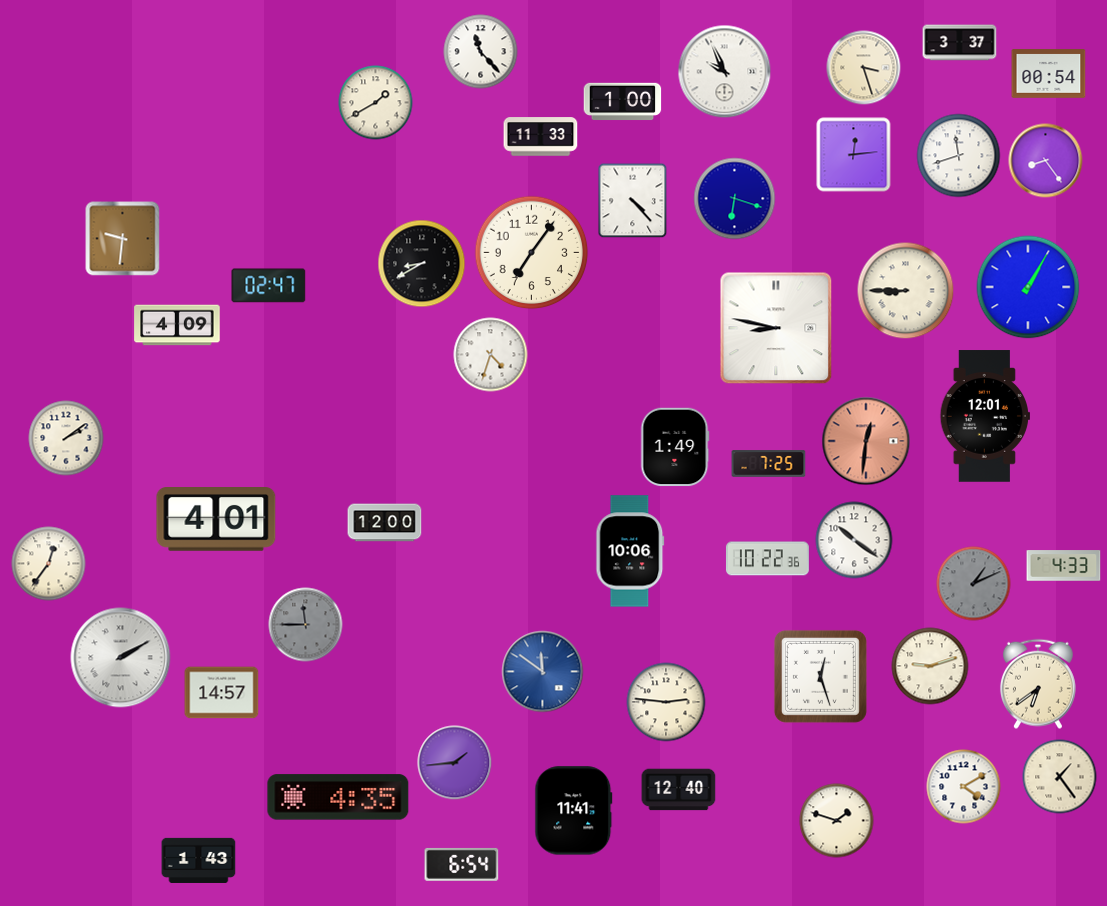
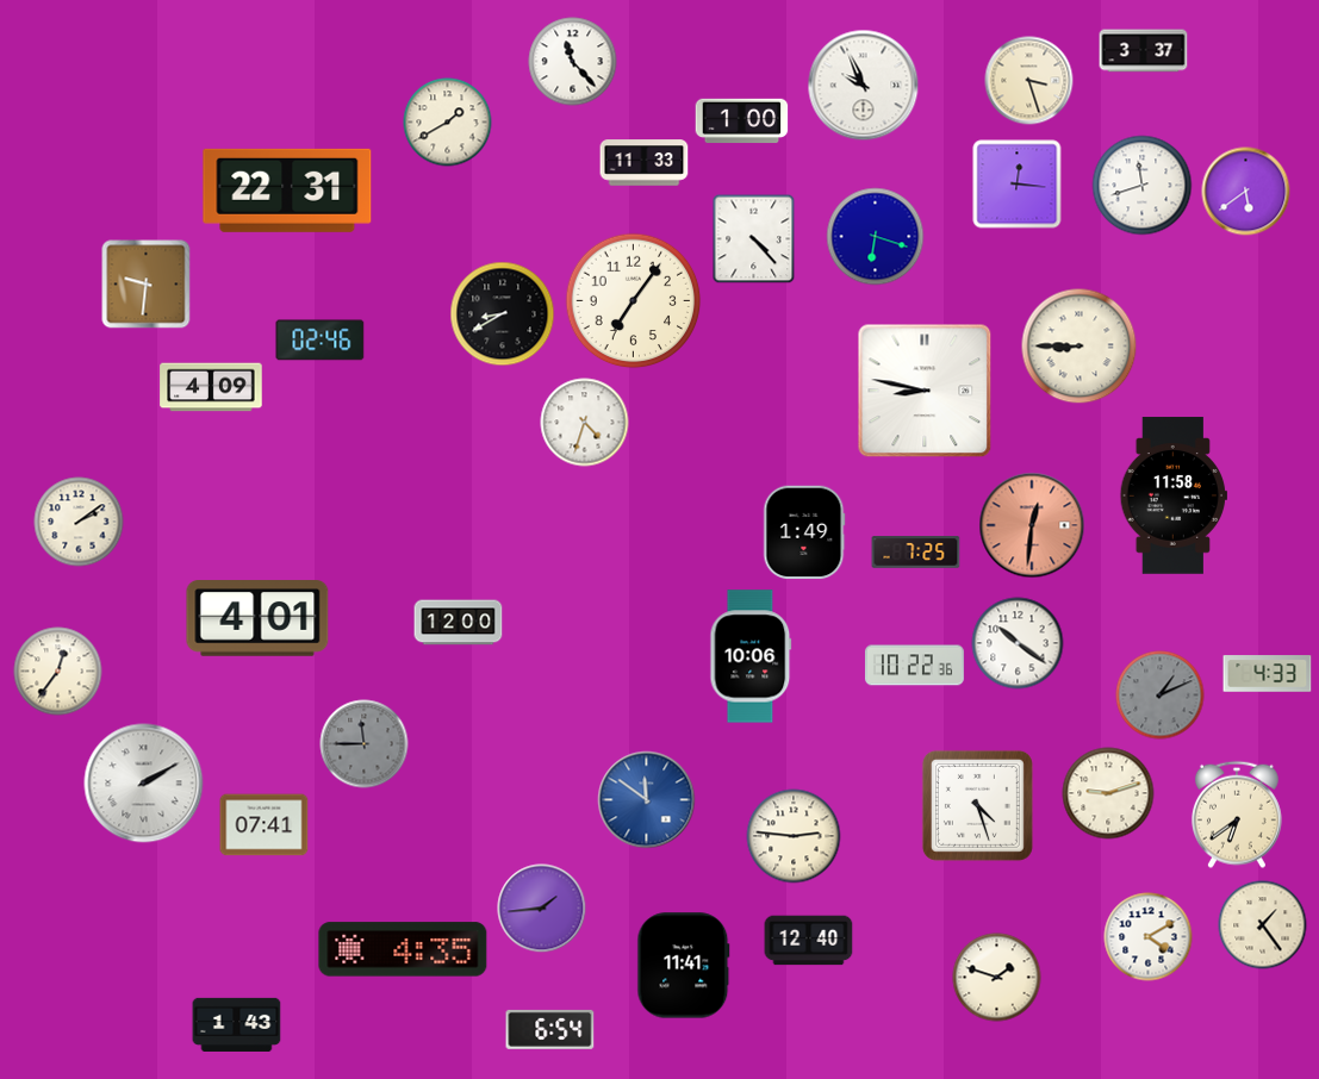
clock at (1049, 74): 00:54 -> none
clock at (854, 155): 12:14 -> 12:16
clock at (287, 191): none -> 22:31
clock at (1046, 161): 8:24 -> 5:39
clock at (269, 286): 02:47 -> 02:46
clock at (1028, 287): 1:05 -> none
clock at (985, 416): 12:01 -> 11:58
clock at (820, 676): 12:27 -> 4:27
clock at (222, 693): 14:57 -> 07:41
